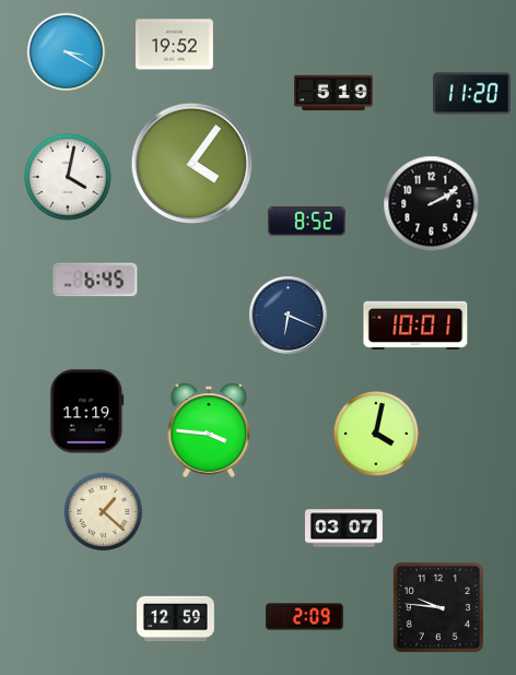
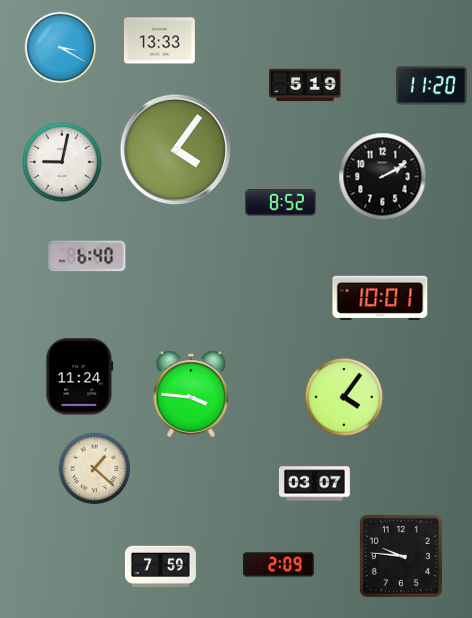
clock at (174, 45): 19:52 -> 13:33
clock at (68, 177): 4:02 -> 9:02
clock at (432, 204) position: (432, 204) -> (383, 177)
clock at (95, 280): 6:45 -> 6:40
clock at (288, 315): 6:19 -> none
clock at (87, 412): 11:19 -> 11:24
clock at (376, 434): 4:02 -> 4:06
clock at (175, 619): 12:59 -> 7:59
